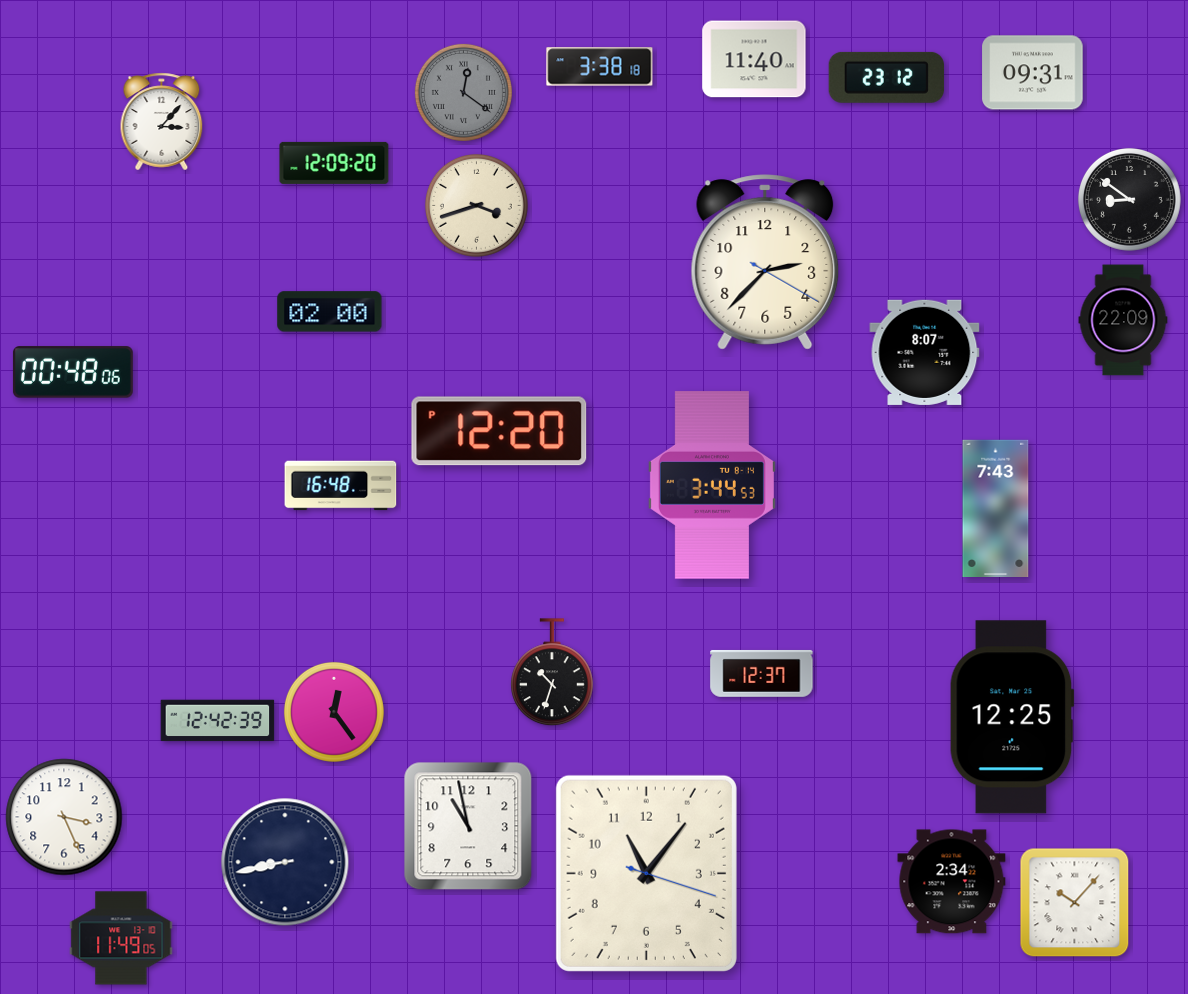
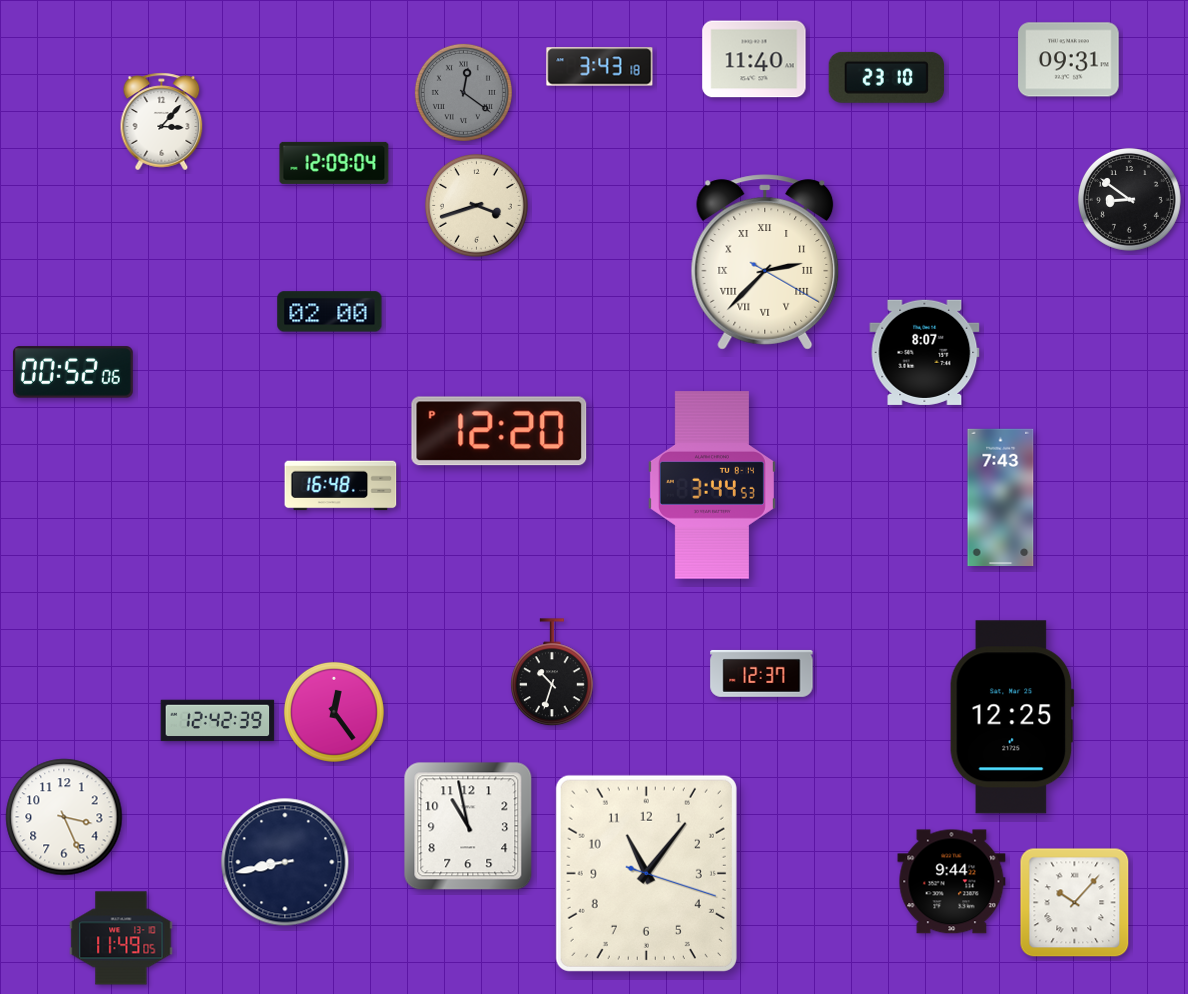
clock at (600, 67): 3:38 -> 3:43
clock at (1033, 73) position: (1033, 73) -> (1069, 60)
clock at (886, 77): 23:12 -> 23:10
clock at (334, 163): 12:09:20 -> 12:09:04
clock at (765, 262) numerals: Arabic -> Roman
clock at (1123, 320): 22:09 -> none
clock at (73, 372): 00:48 -> 00:52
clock at (996, 508) position: (996, 508) -> (1001, 497)
clock at (952, 882): 2:34 -> 9:44
